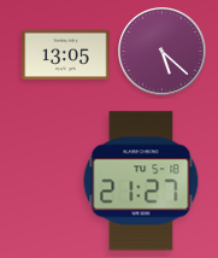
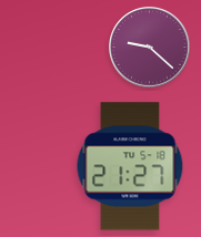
clock at (163, 52): 5:22 -> 9:22
clock at (66, 55): 13:05 -> none
